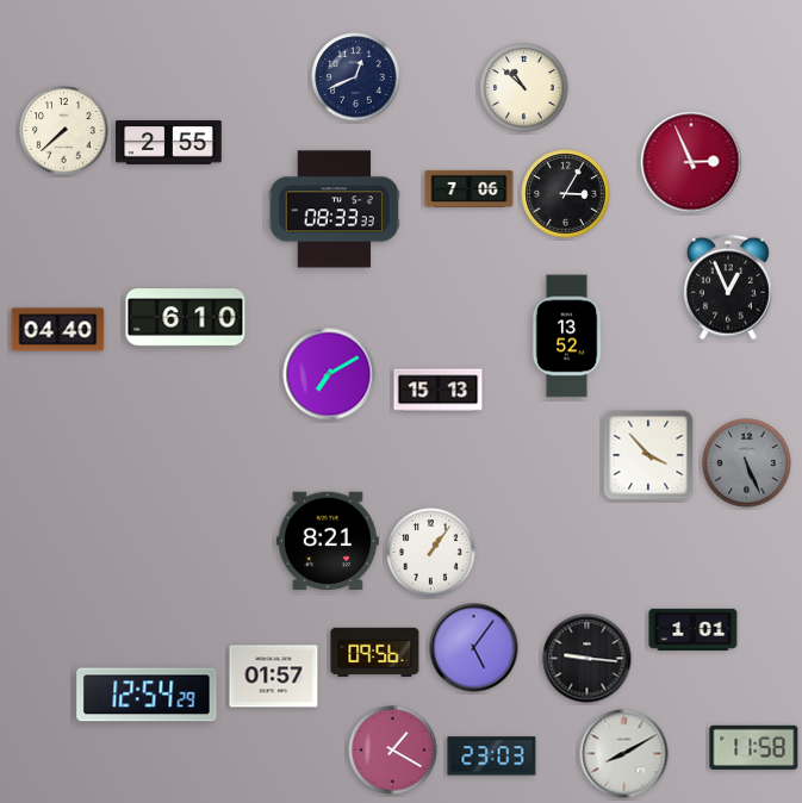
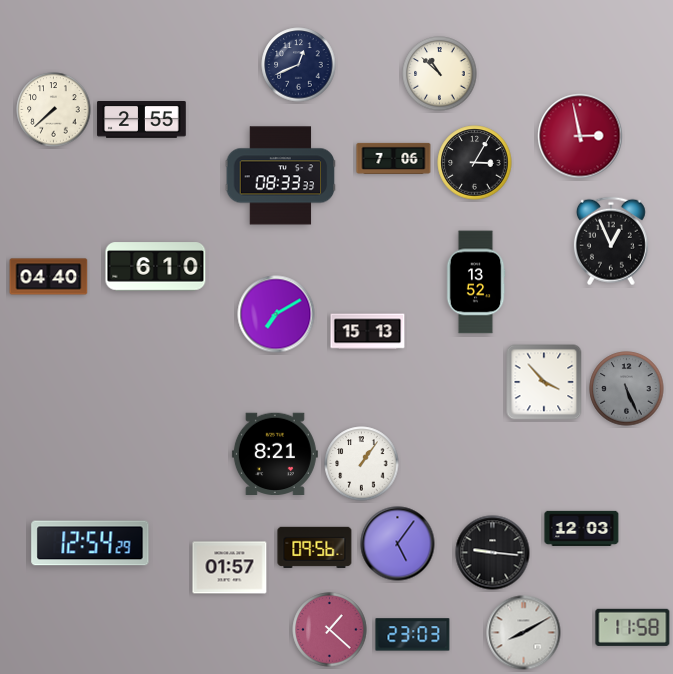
clock at (691, 162): 2:56 -> 2:58
clock at (439, 391) position: (439, 391) -> (368, 332)
clock at (694, 629): 1:01 -> 12:03
clock at (147, 695) position: (147, 695) -> (90, 543)
clock at (393, 751): 1:20 -> 1:22
